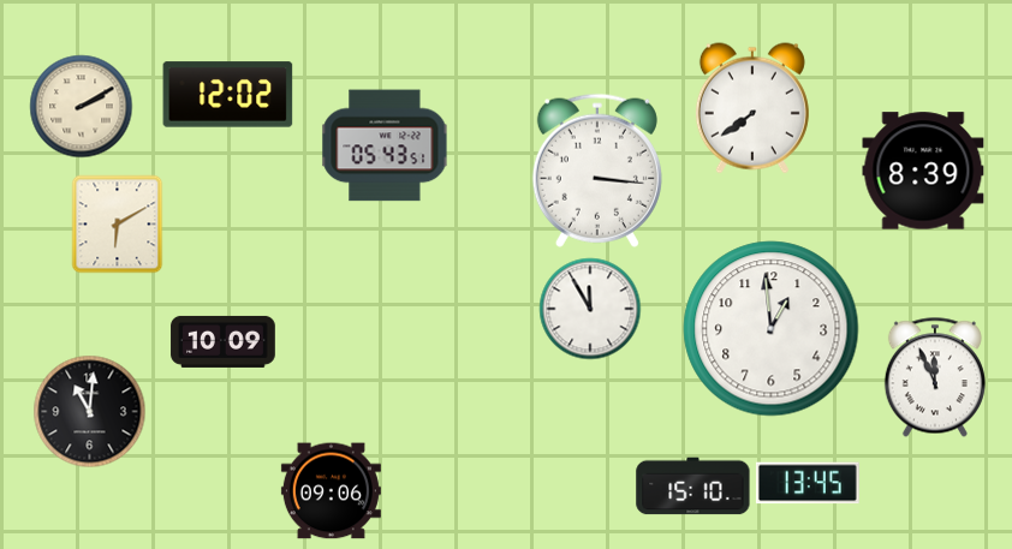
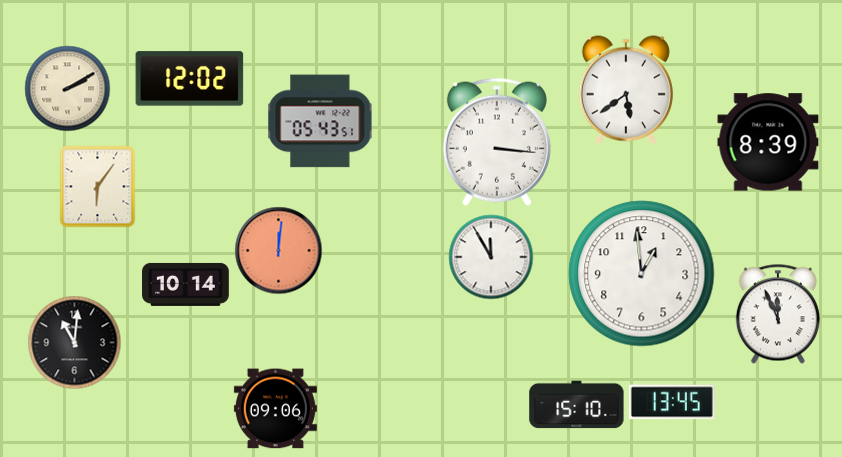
clock at (752, 108): 7:39 -> 5:39
clock at (118, 225): 6:10 -> 6:06
clock at (279, 251): none -> 12:01
clock at (224, 341): 10:09 -> 10:14
